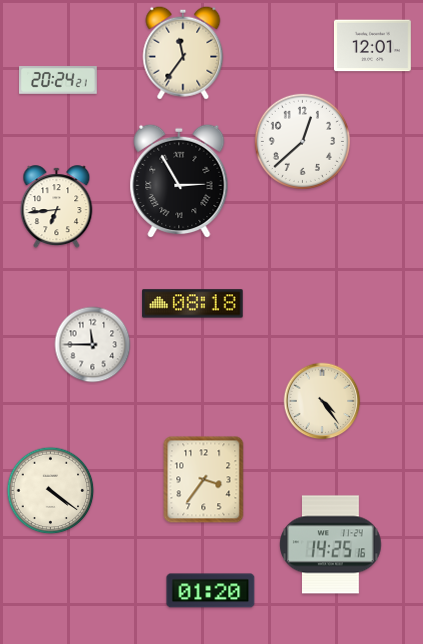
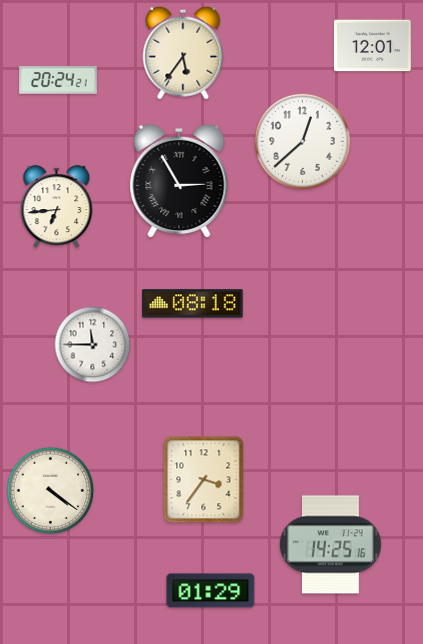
clock at (183, 53): 11:36 -> 5:36
clock at (322, 401): 4:24 -> none
clock at (211, 591): 01:20 -> 01:29
